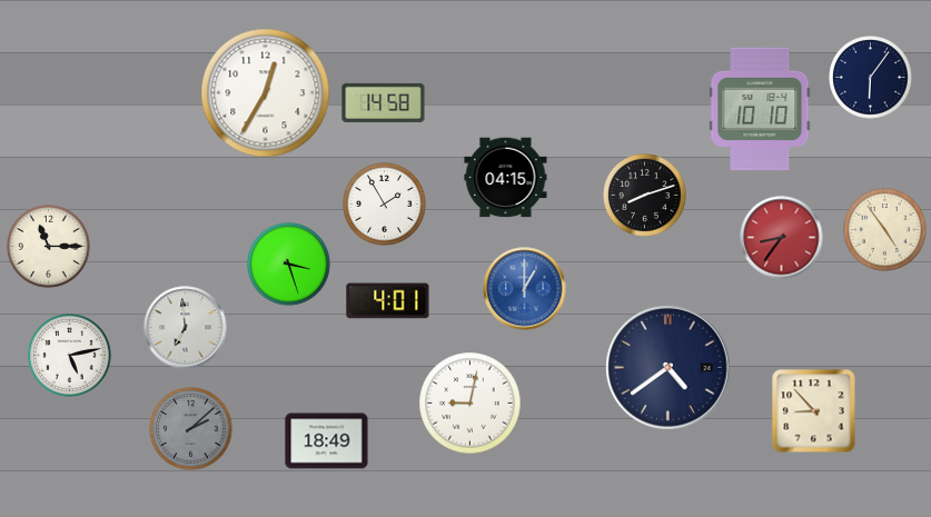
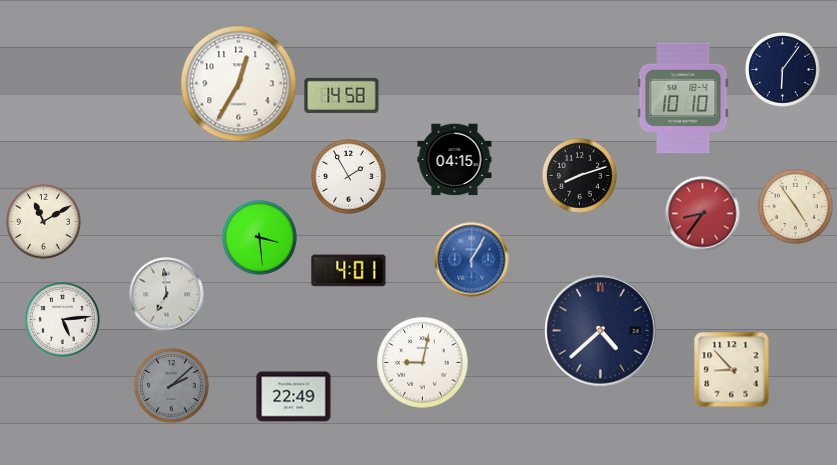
clock at (384, 102) position: (384, 102) -> (342, 95)
clock at (385, 205) position: (385, 205) -> (349, 177)
clock at (49, 247): 11:15 -> 11:10
clock at (289, 265): 3:27 -> 3:29
clock at (525, 289): 1:00 -> 1:05
clock at (70, 356): 5:13 -> 5:14
clock at (668, 368): 4:39 -> 4:38
clock at (327, 441): 18:49 -> 22:49
